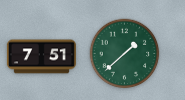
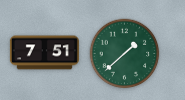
clock at (41, 57) position: (41, 57) -> (44, 53)
